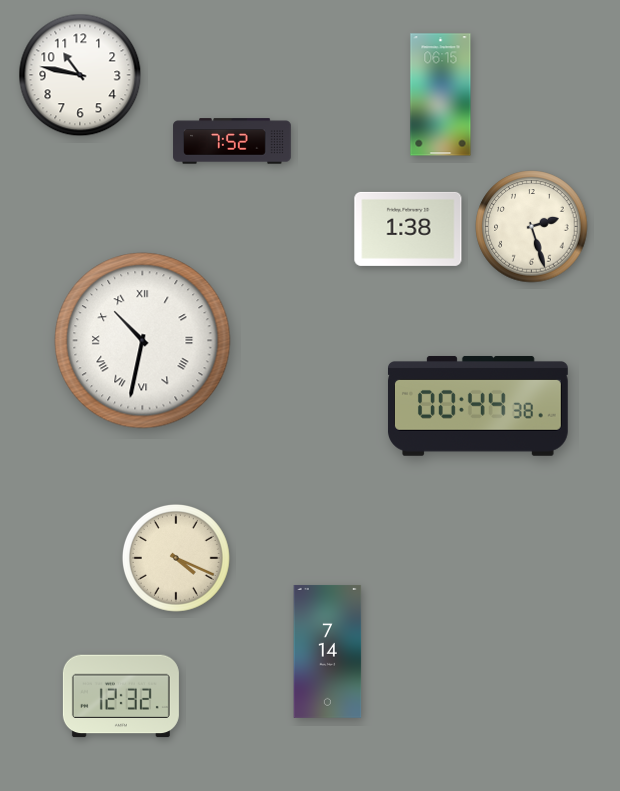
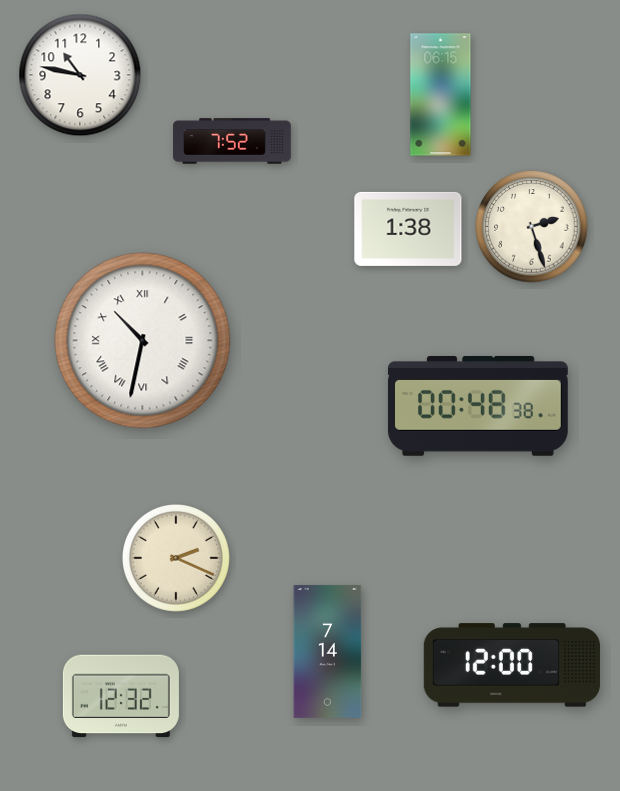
clock at (478, 406): 00:44 -> 00:48
clock at (176, 558): 4:19 -> 2:19
clock at (512, 665): none -> 12:00
